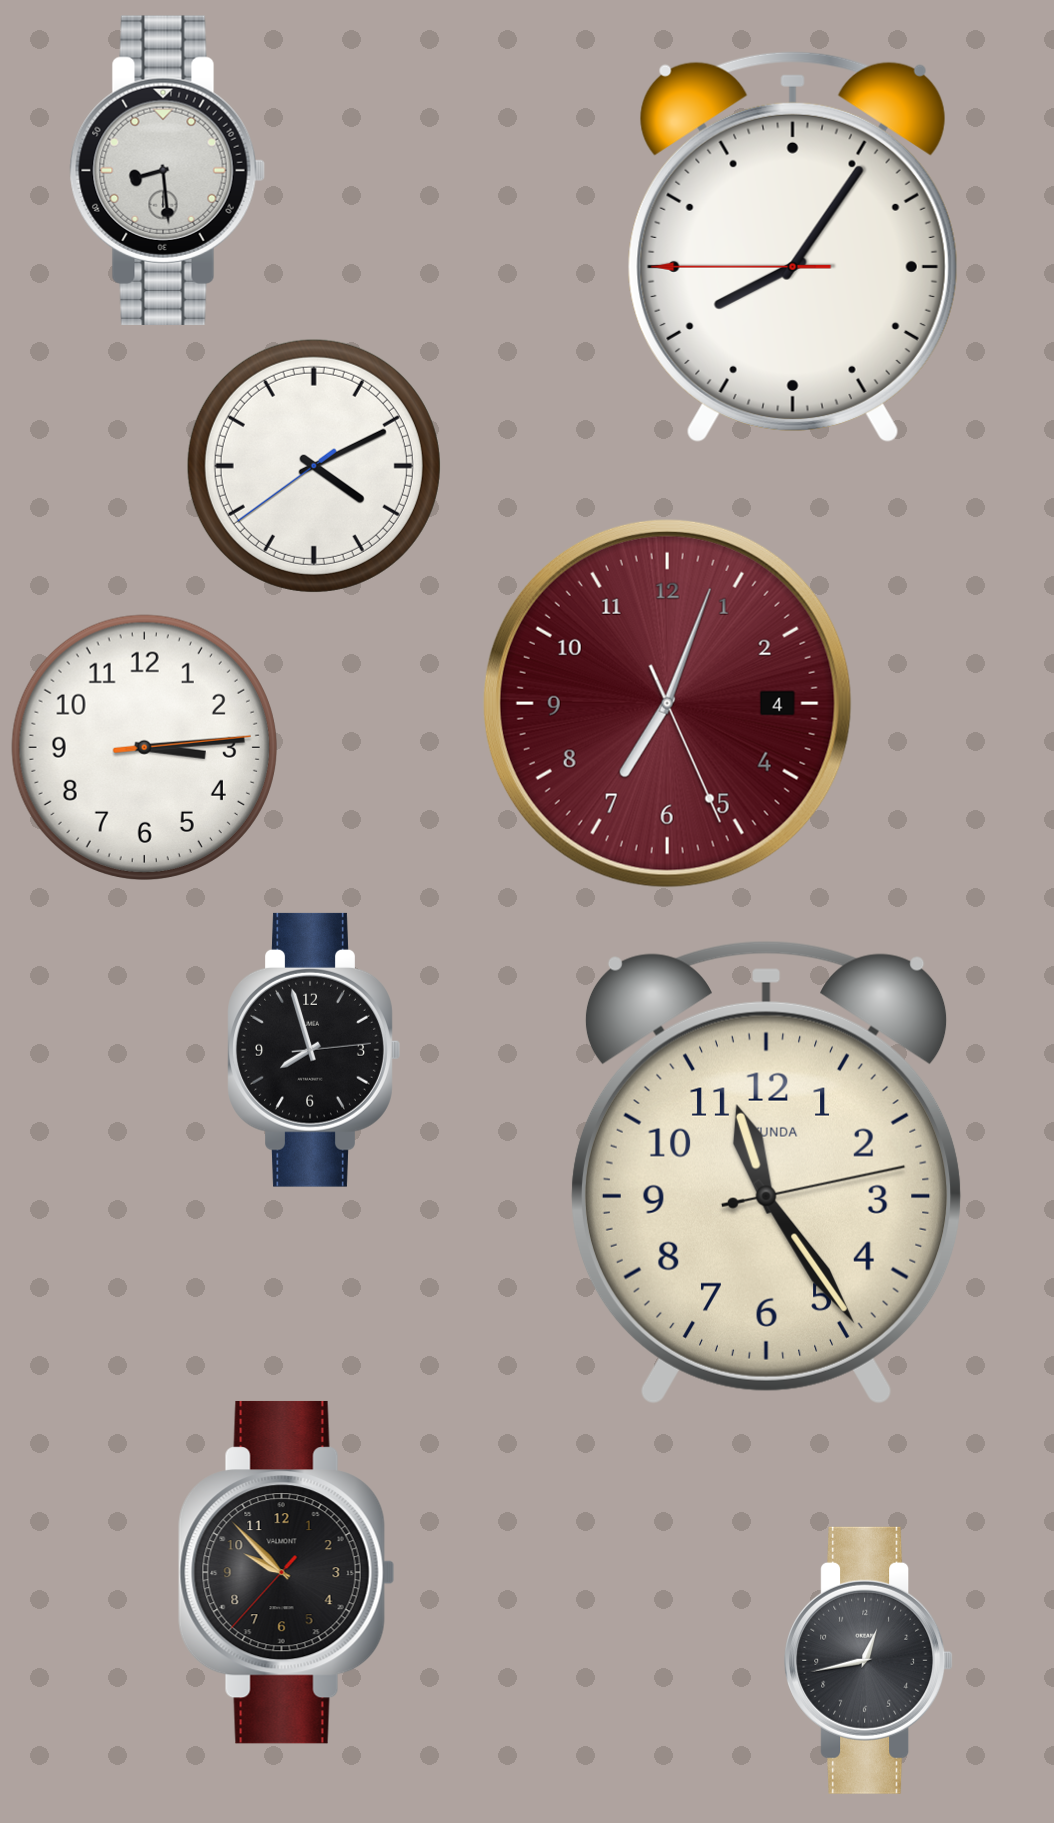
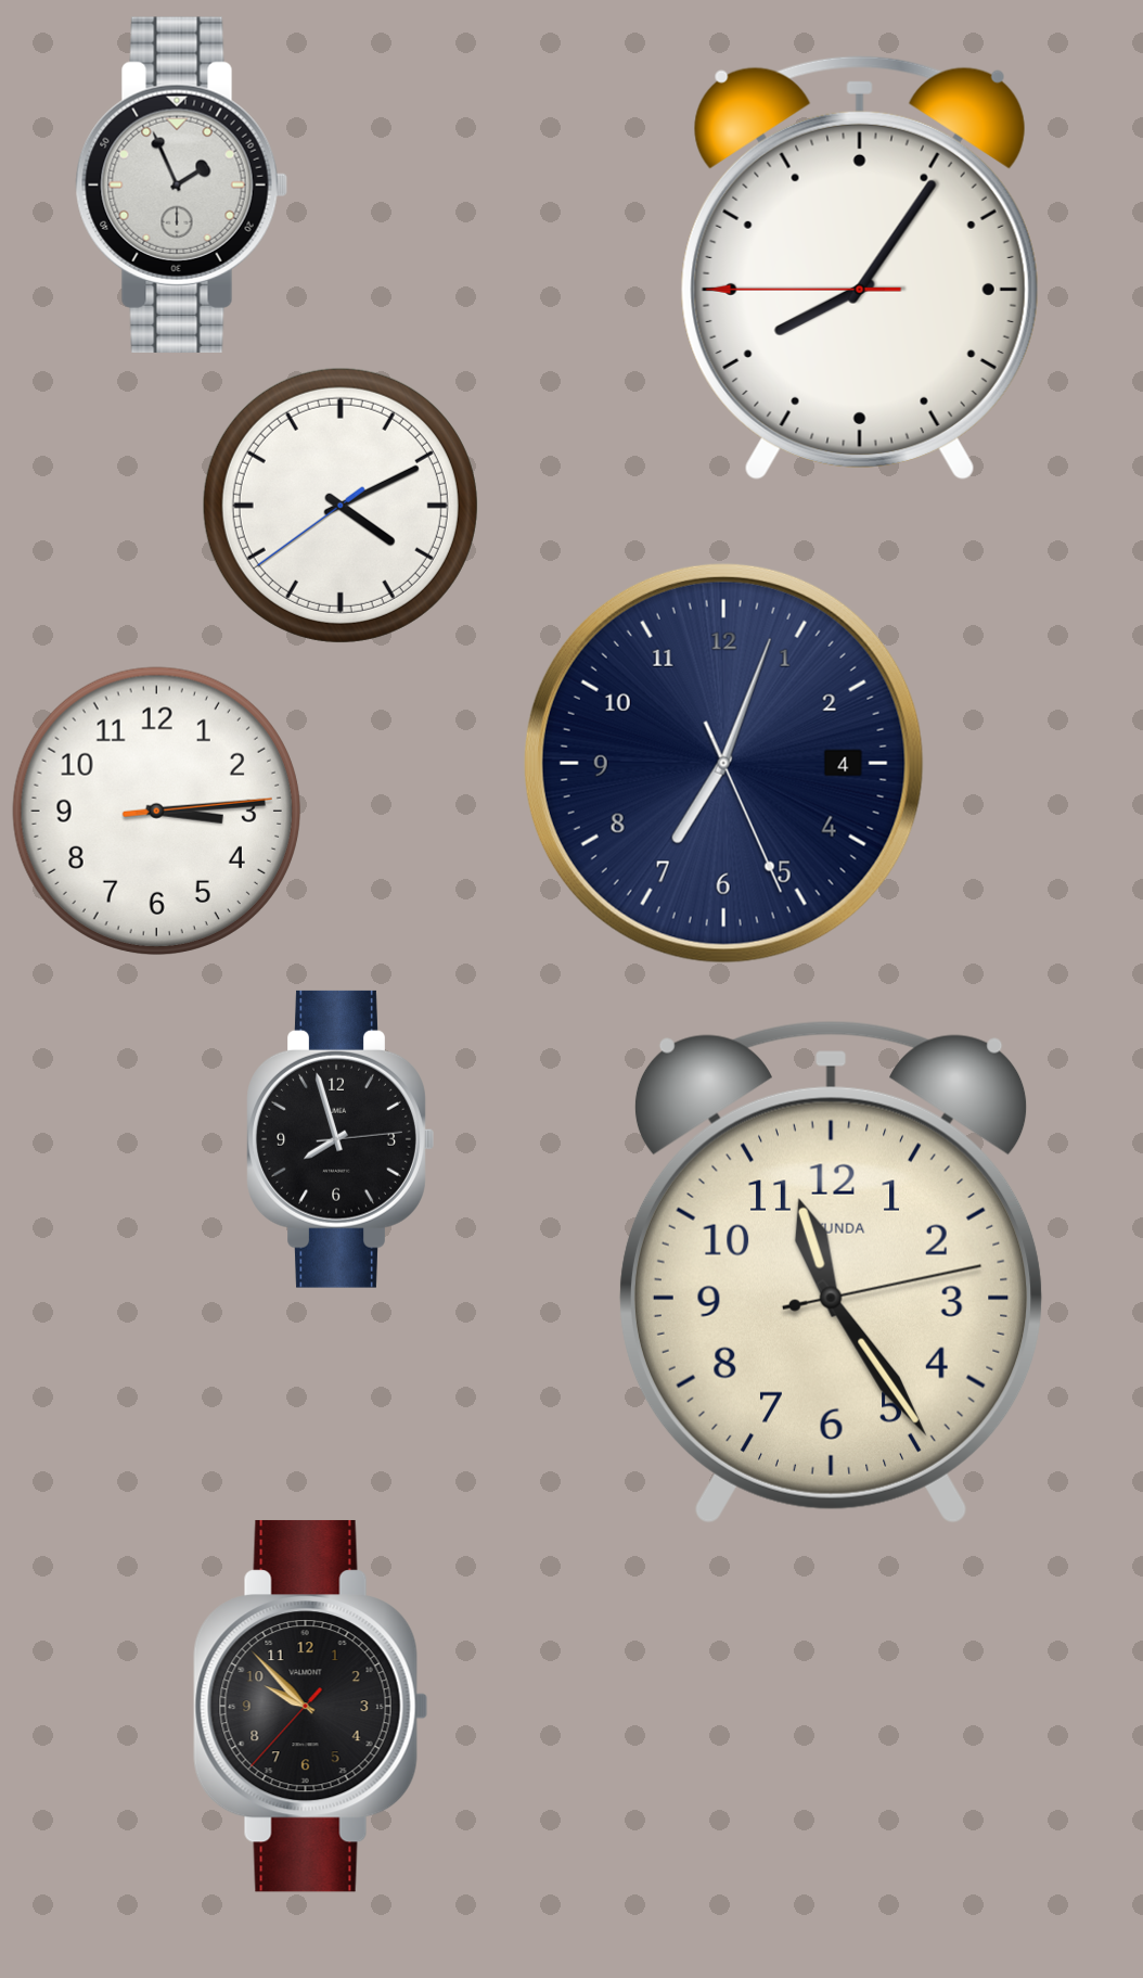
clock at (167, 170): 8:29 -> 1:56
clock at (667, 703) dial: burgundy -> navy
clock at (869, 1660): 12:43 -> none
